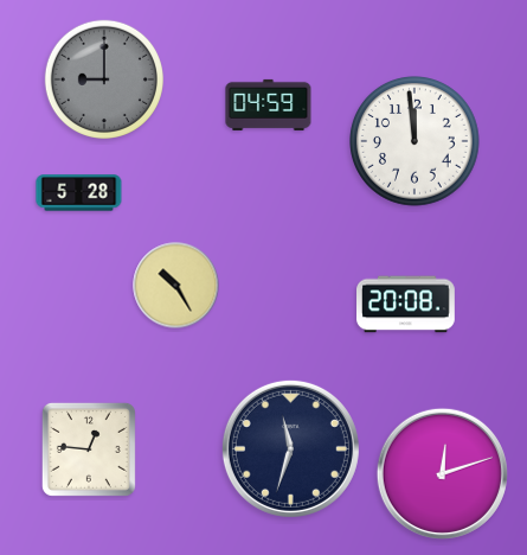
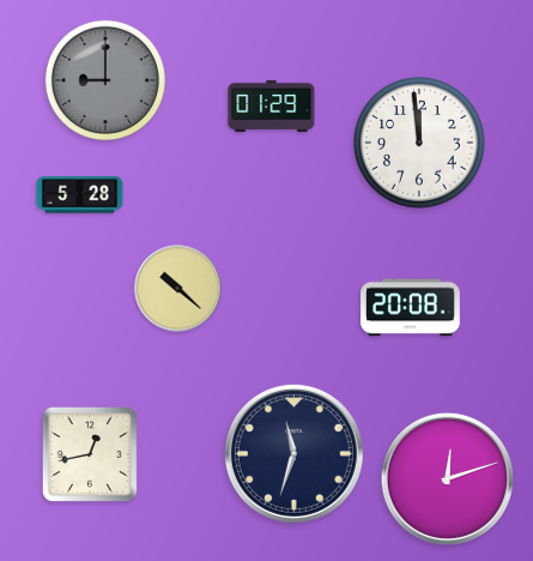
clock at (269, 104): 04:59 -> 01:29
clock at (176, 286): 10:25 -> 10:22
clock at (89, 449): 12:46 -> 12:43
